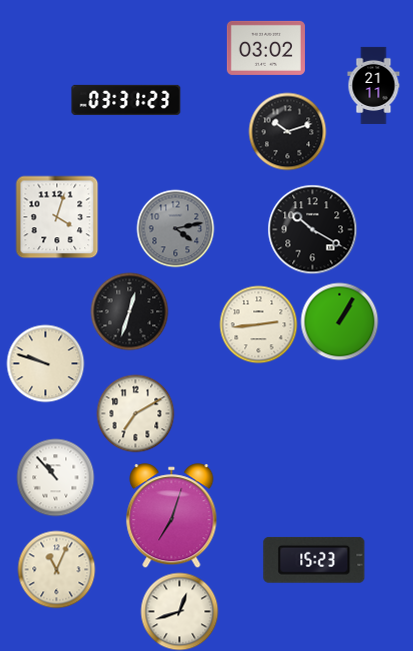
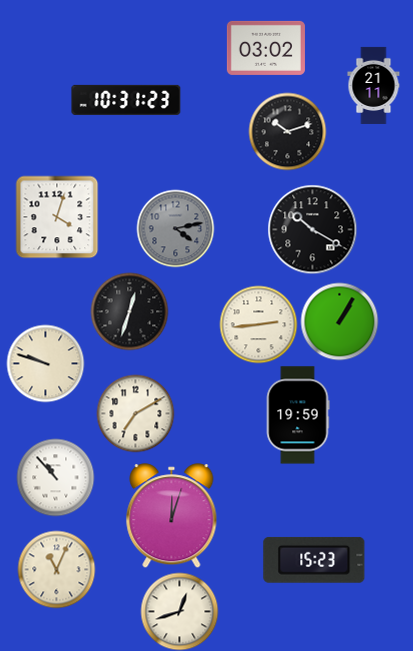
clock at (126, 100): 03:31 -> 10:31
clock at (298, 415): none -> 19:59
clock at (172, 516): 7:03 -> 12:03
